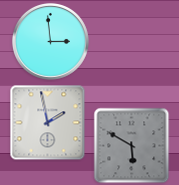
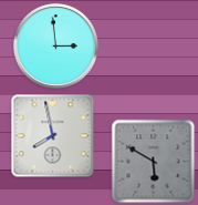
clock at (48, 123): 1:58 -> 7:58
clock at (132, 146) position: (132, 146) -> (154, 162)
